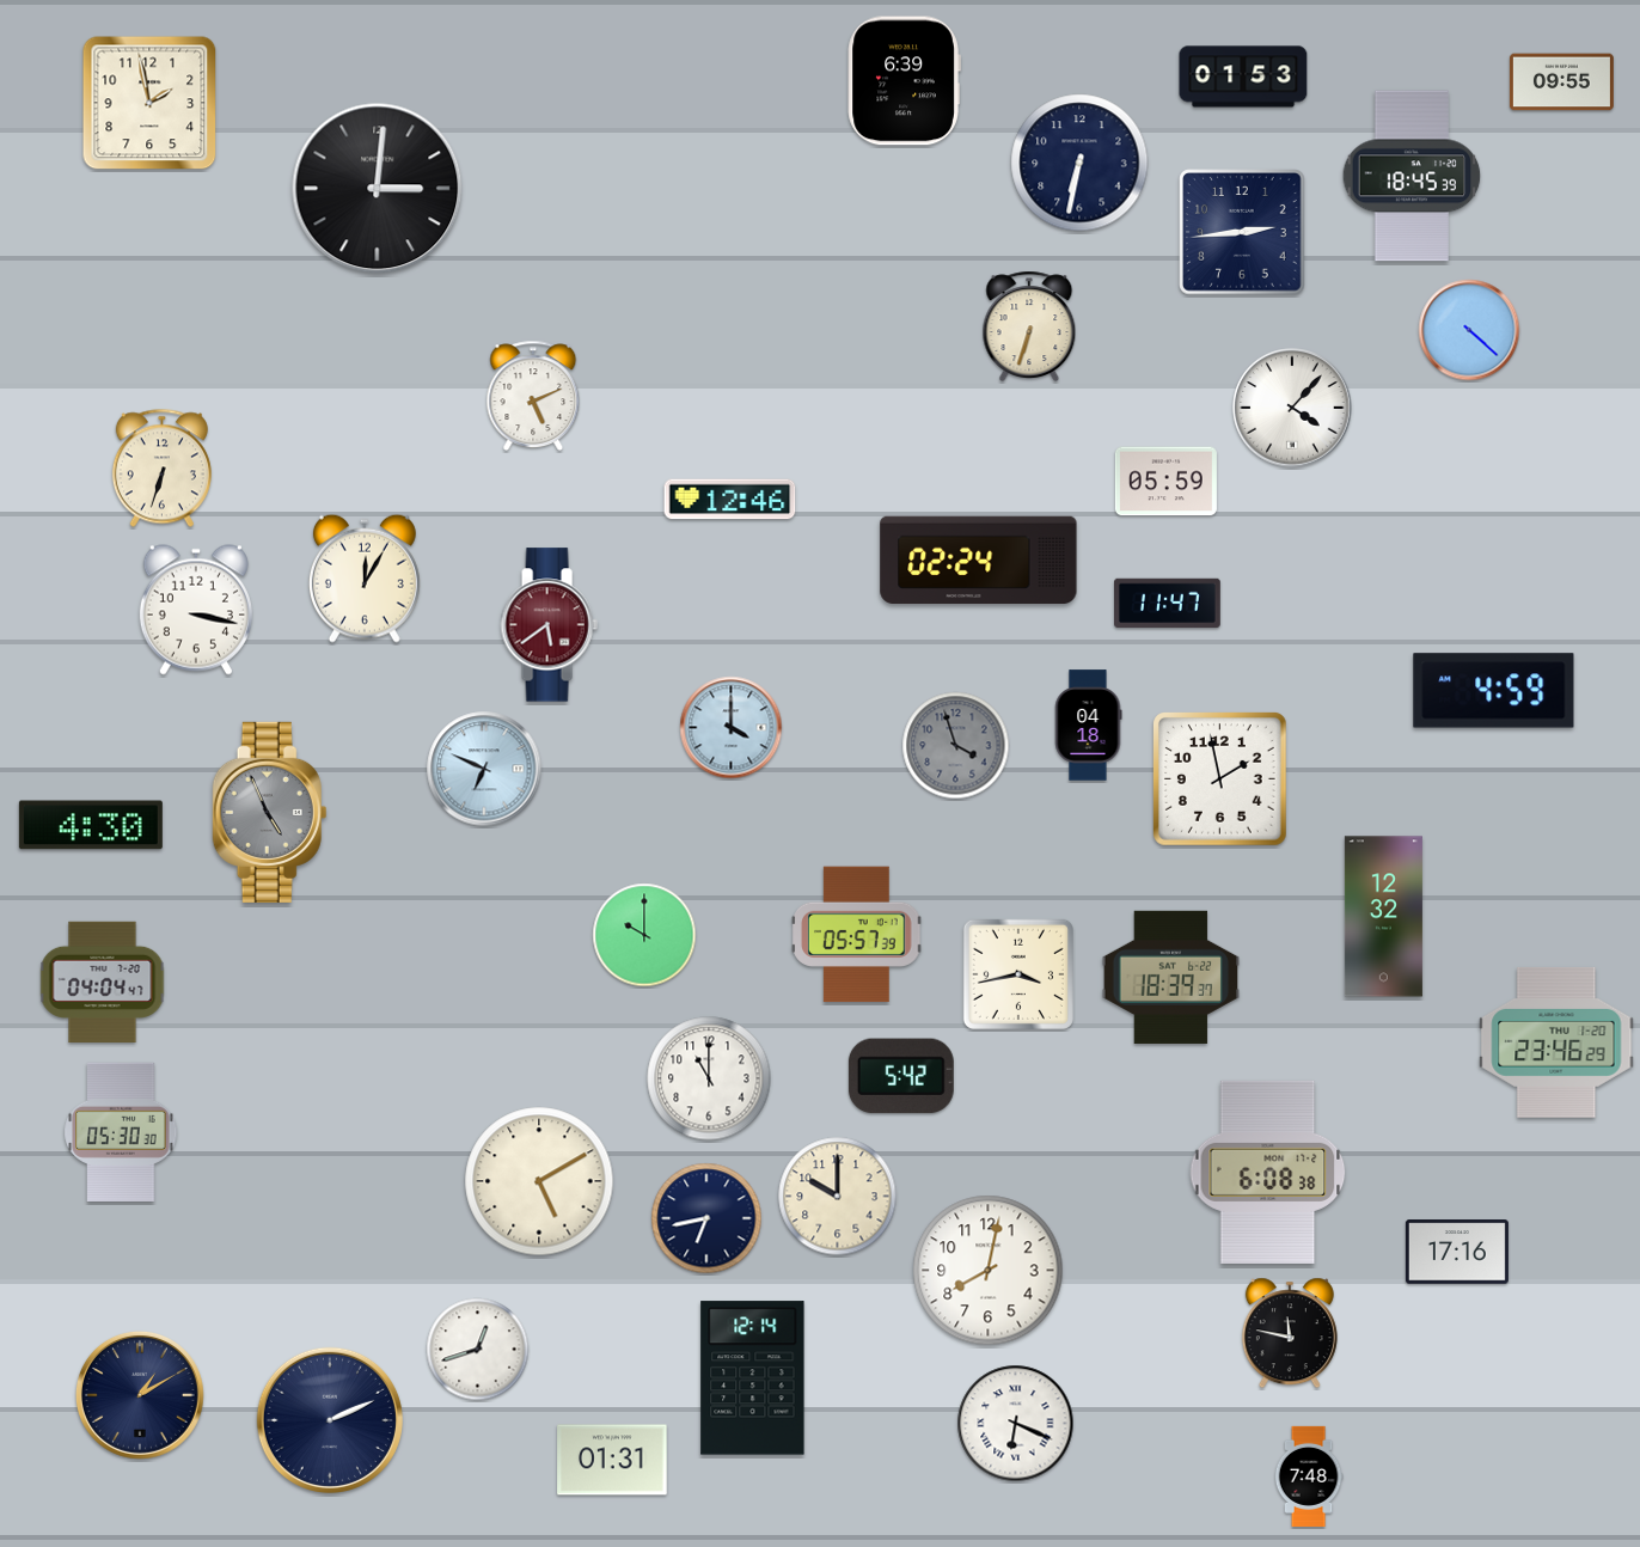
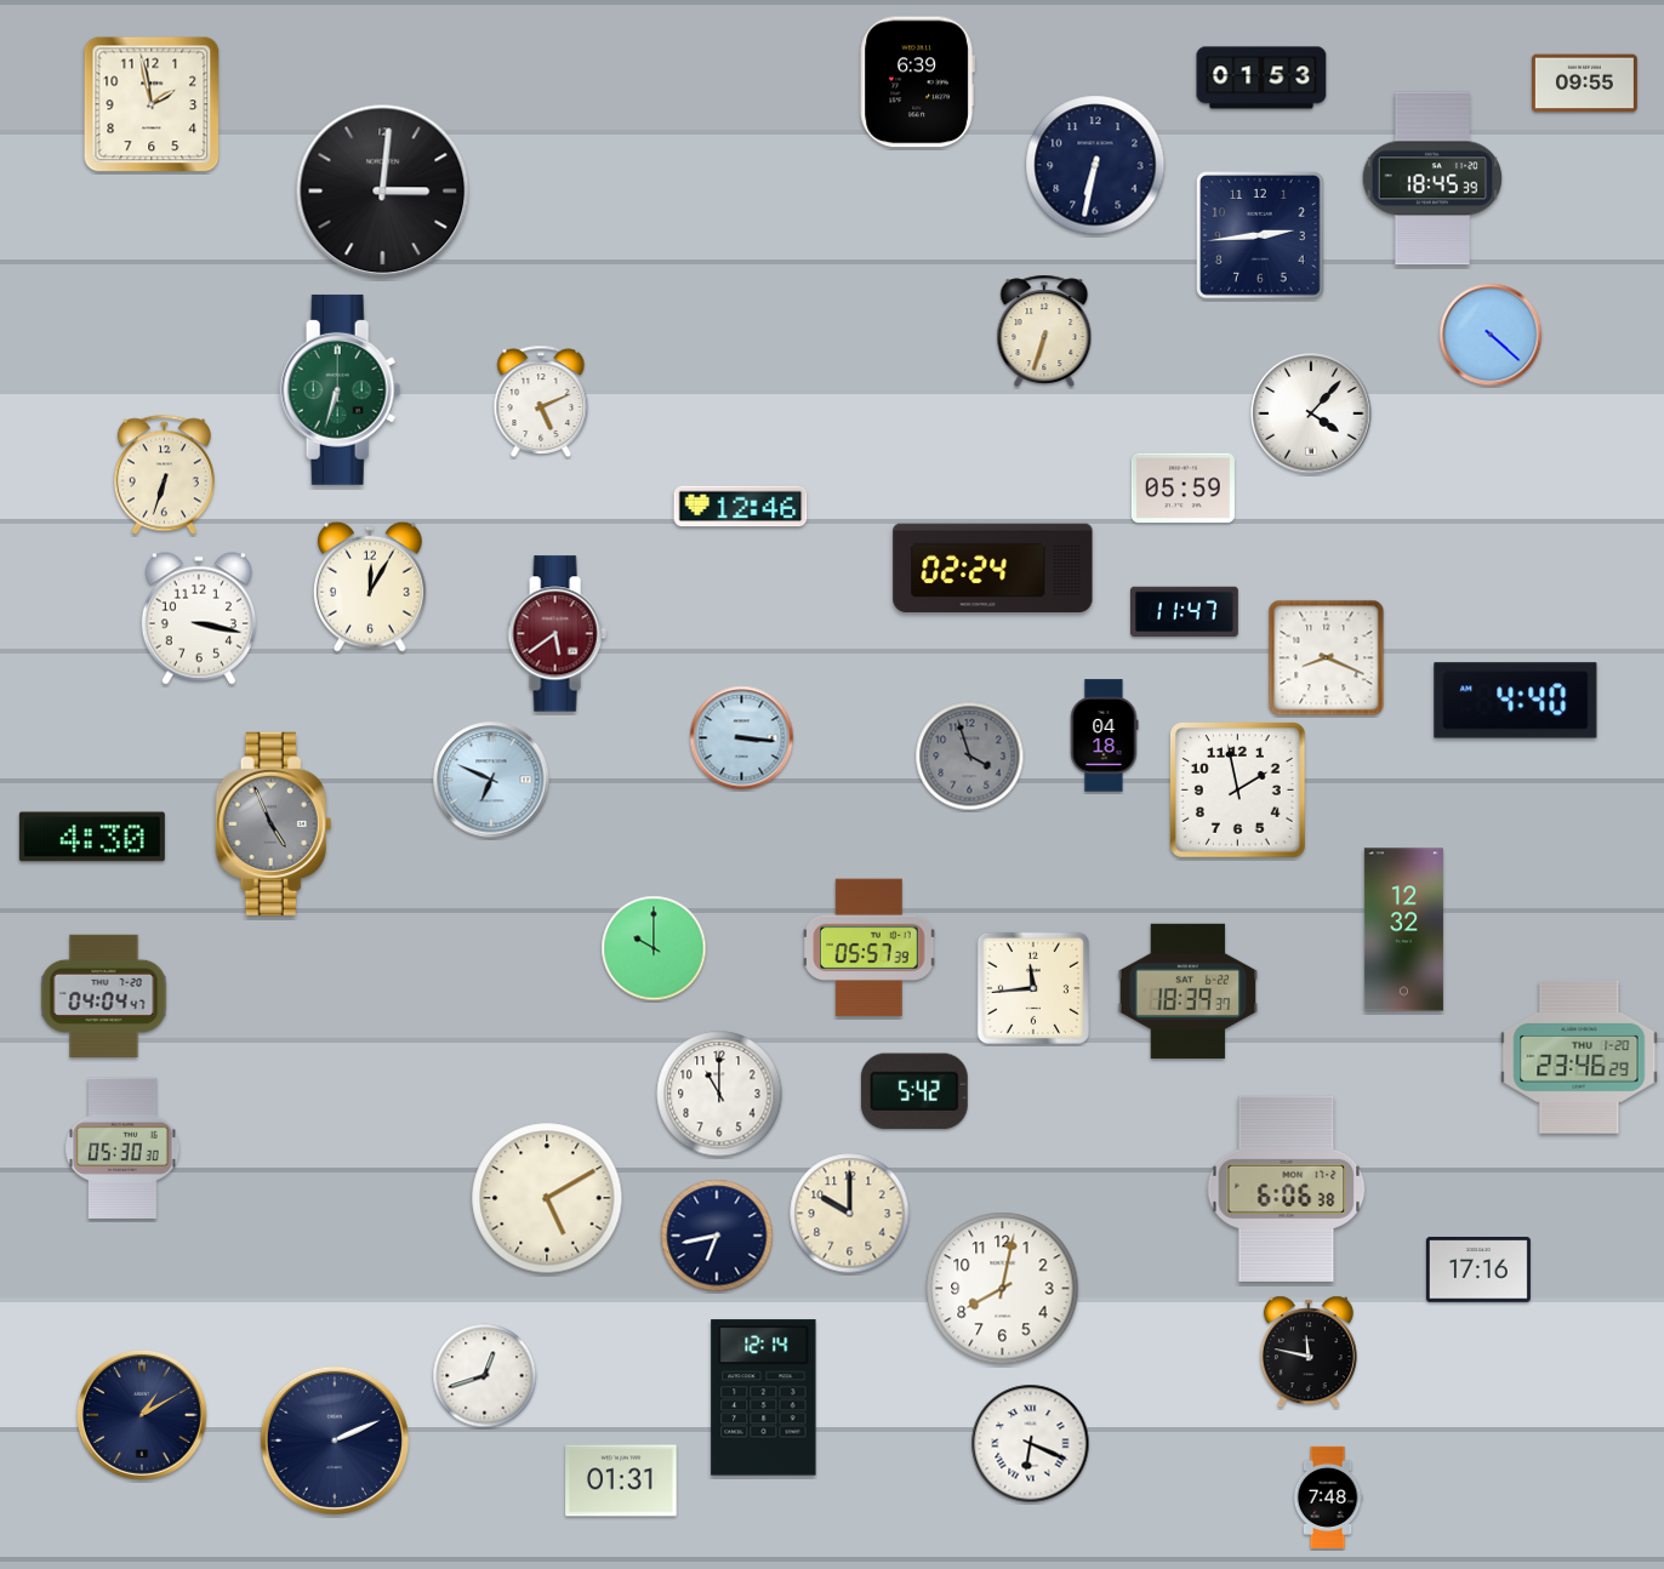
clock at (341, 389): none -> 6:33
clock at (1327, 658): none -> 8:19
clock at (1494, 691): 4:59 -> 4:40
clock at (732, 728): 4:00 -> 3:16
clock at (1018, 974): 3:43 -> 11:44
clock at (1268, 1172): 6:08 -> 6:06
clock at (478, 1350) position: (478, 1350) -> (485, 1376)
